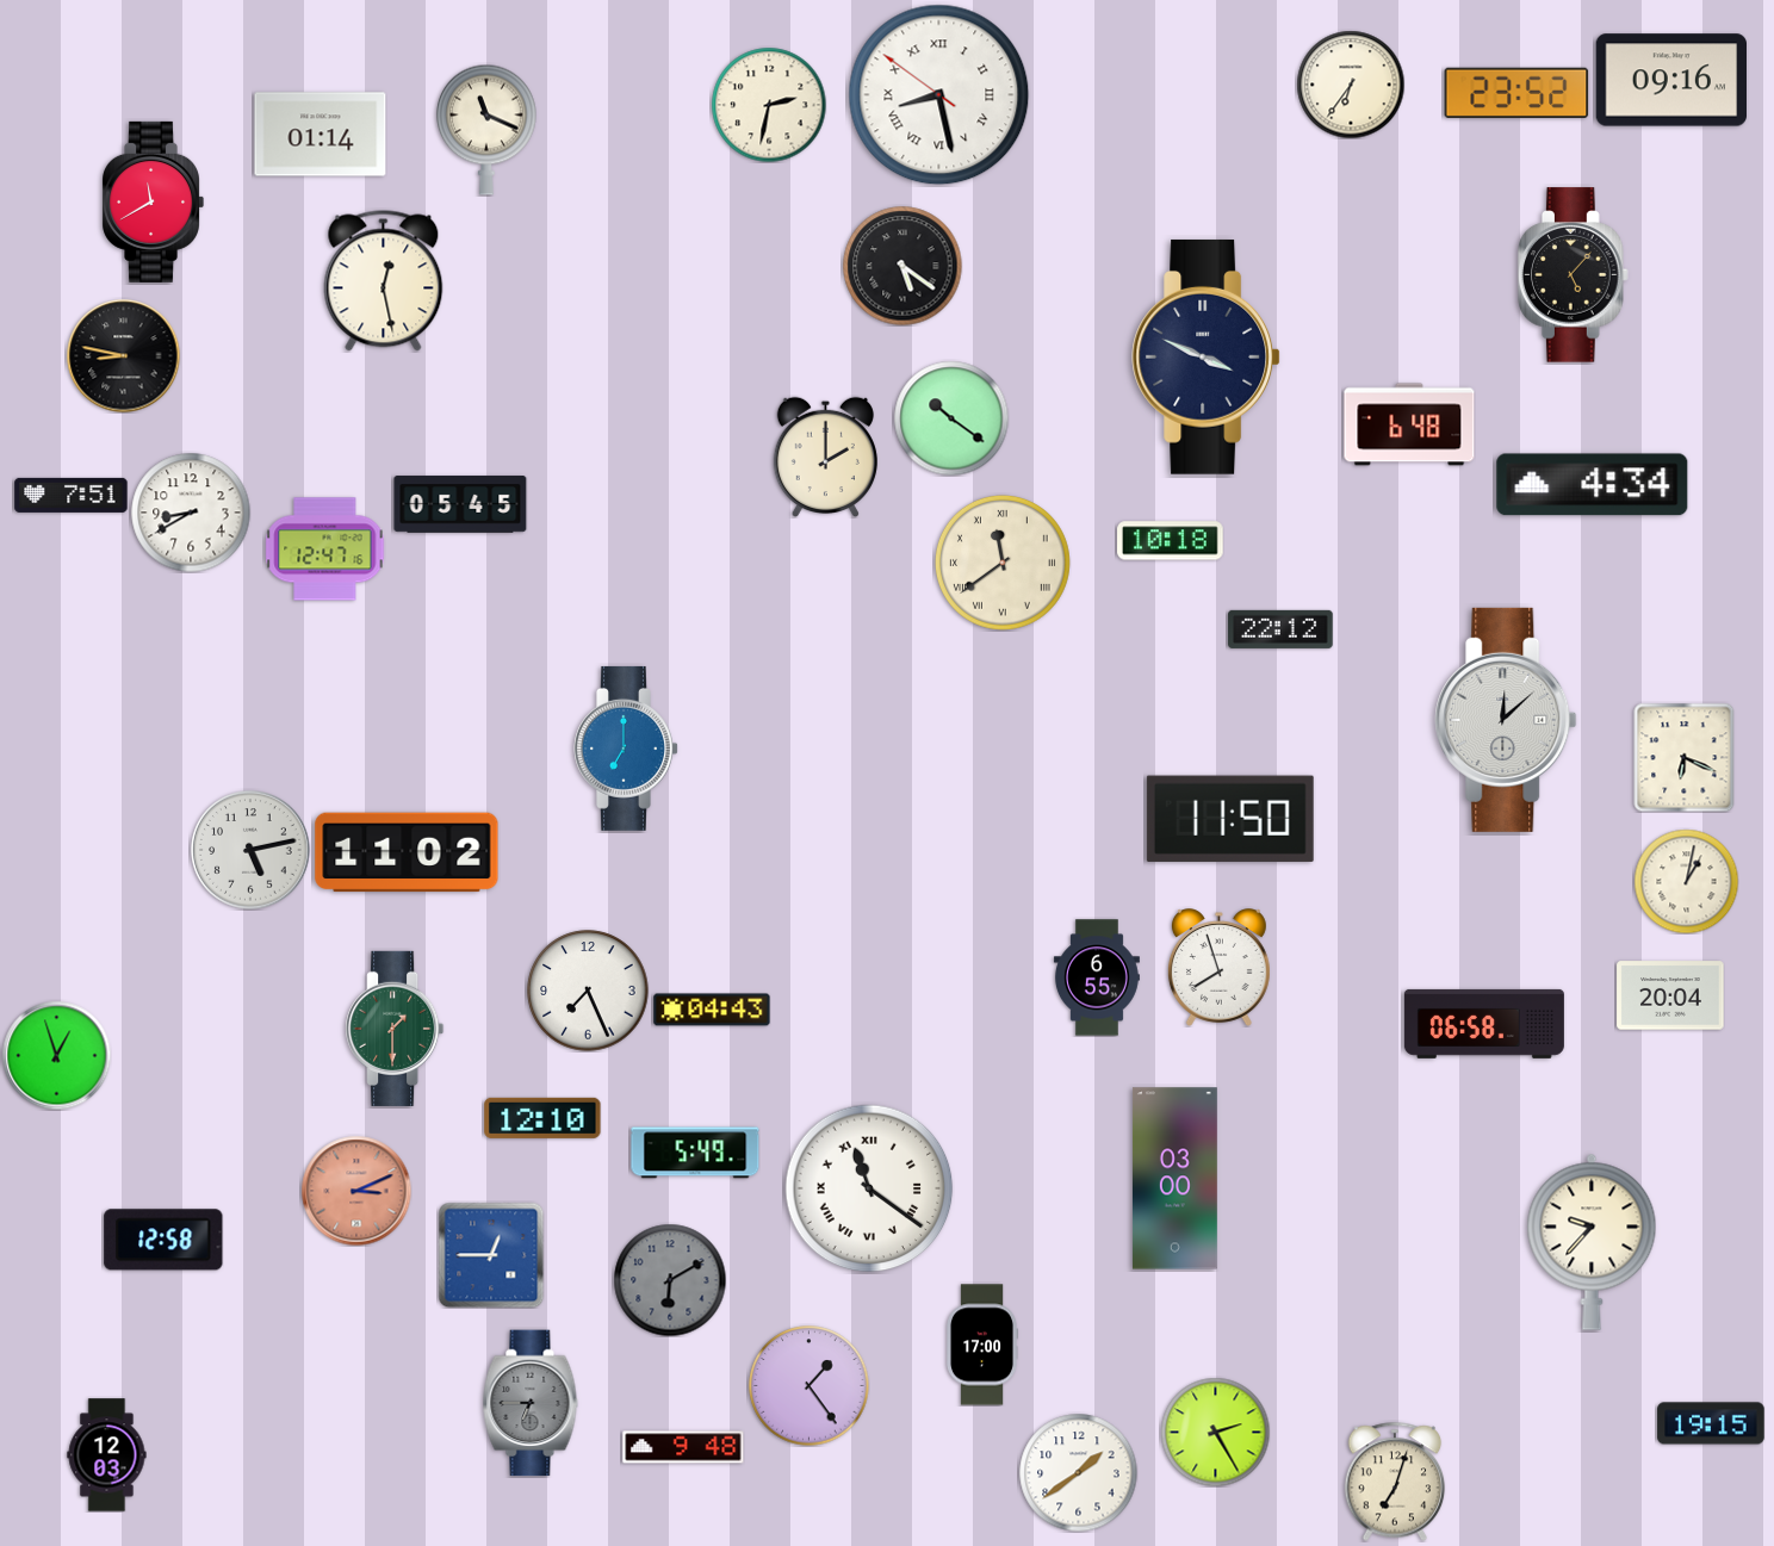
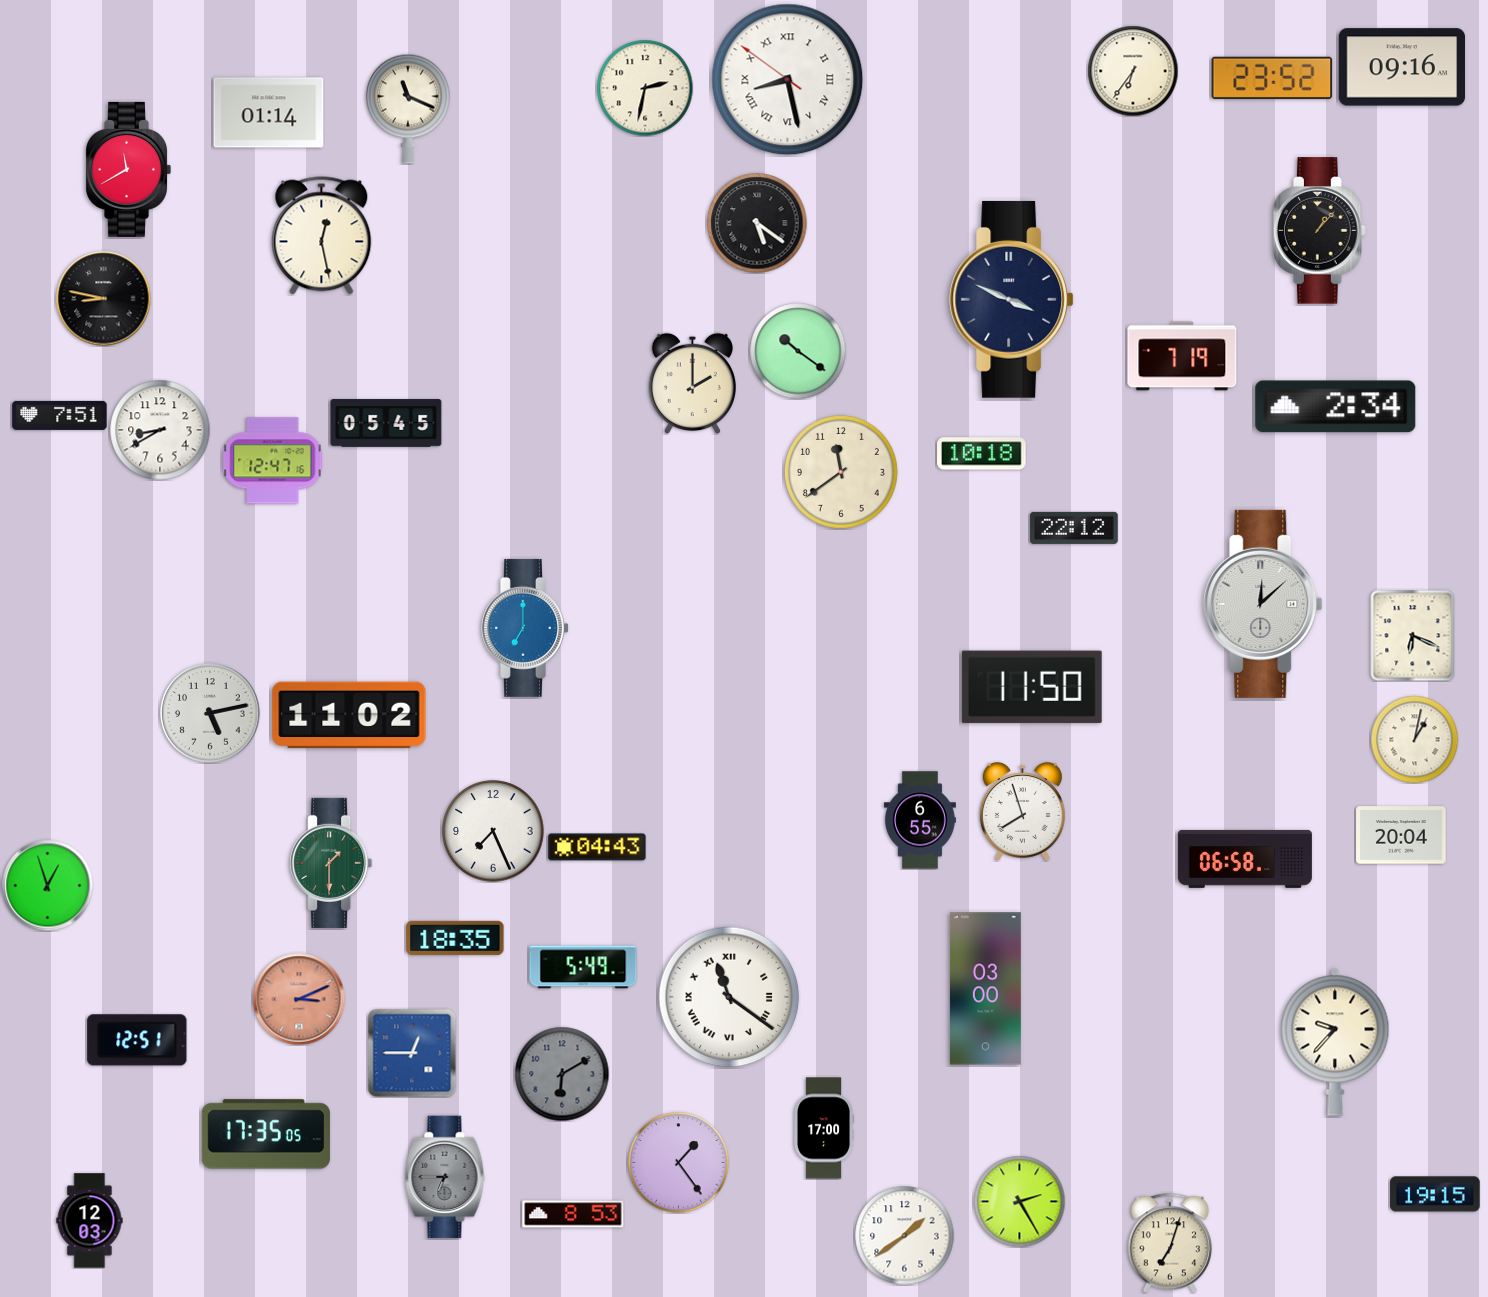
clock at (1574, 275): 5:07 -> 1:07
clock at (1409, 424): 6:48 -> 7:19
clock at (1593, 485): 4:34 -> 2:34
clock at (1003, 563) numerals: Roman -> Arabic
clock at (407, 852) position: (407, 852) -> (349, 715)
clock at (542, 1118): 12:10 -> 18:35
clock at (163, 1240): 12:58 -> 12:51
clock at (266, 1134): none -> 17:35
clock at (683, 1447): 9:48 -> 8:53
